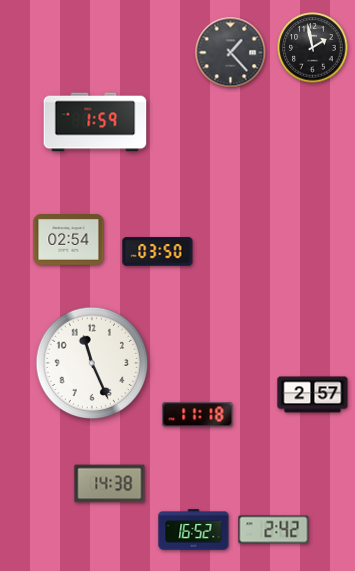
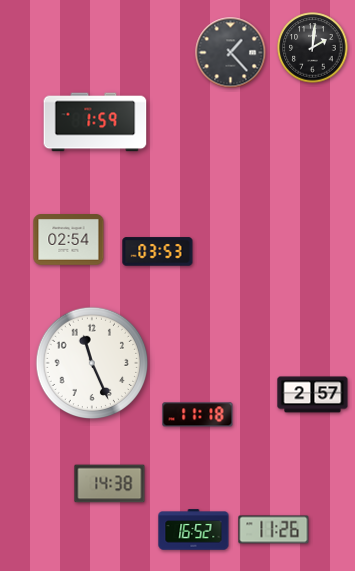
clock at (313, 48): 1:58 -> 2:01
clock at (158, 252): 03:50 -> 03:53
clock at (274, 530): 2:42 -> 11:26
